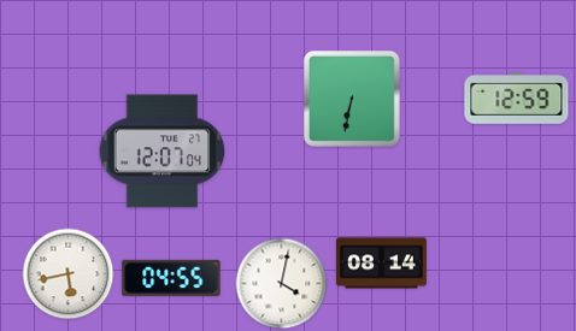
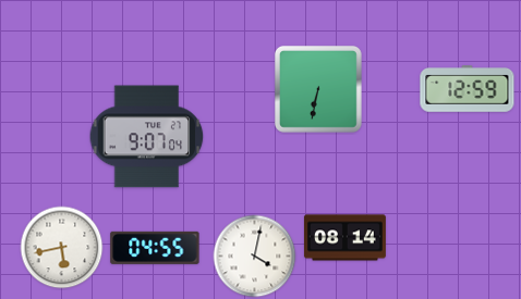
clock at (163, 152): 12:07 -> 9:07
clock at (171, 278) position: (171, 278) -> (155, 248)
